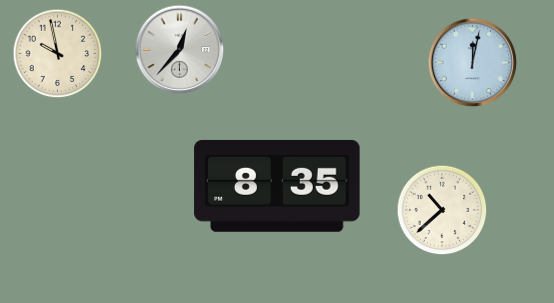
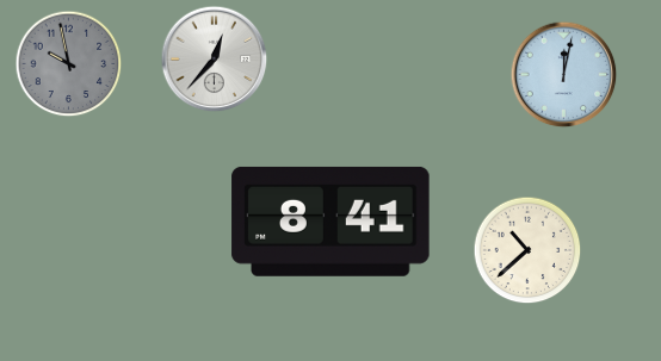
clock at (58, 54) dial: cream -> grey
clock at (277, 186): 8:35 -> 8:41
